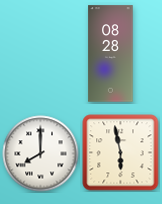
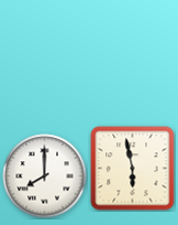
clock at (111, 54): 08:28 -> none
clock at (41, 154) position: (41, 154) -> (45, 176)
